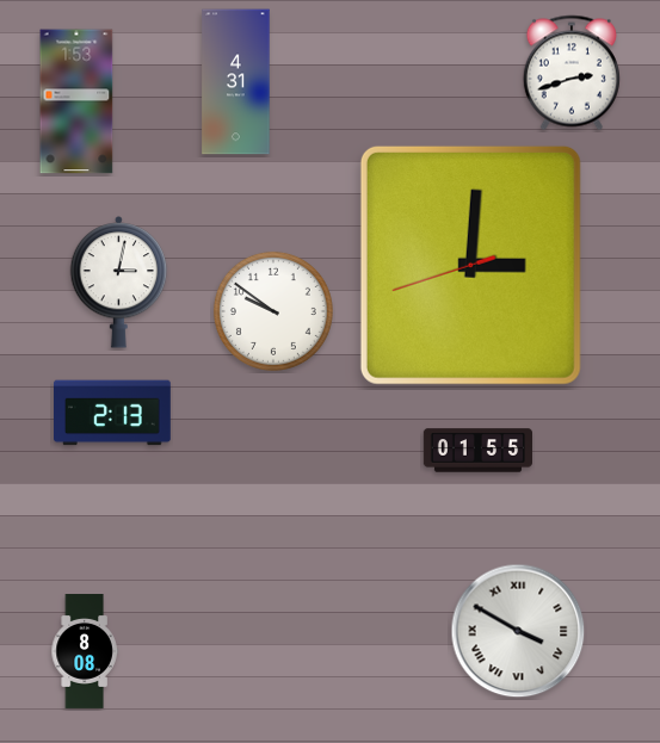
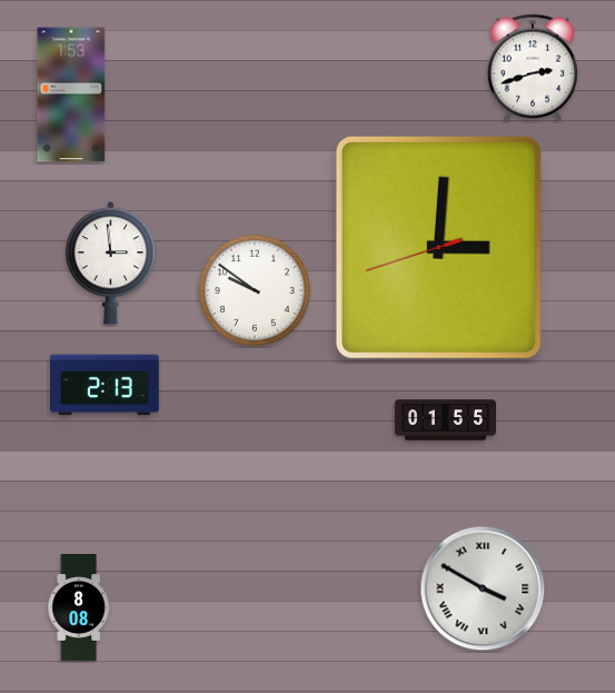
clock at (236, 82): 4:31 -> none
clock at (119, 283): 3:02 -> 2:59
